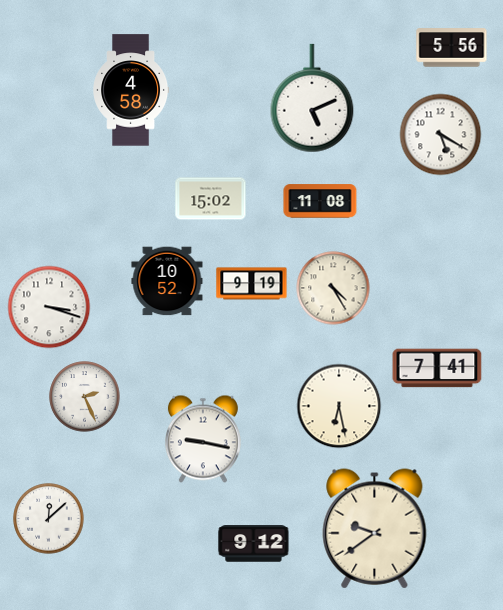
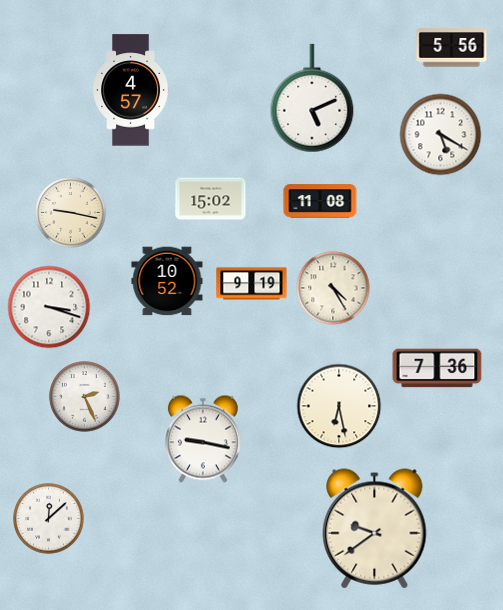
clock at (131, 90): 4:58 -> 4:57
clock at (71, 213): none -> 9:17
clock at (437, 368): 7:41 -> 7:36
clock at (254, 544): 9:12 -> none
